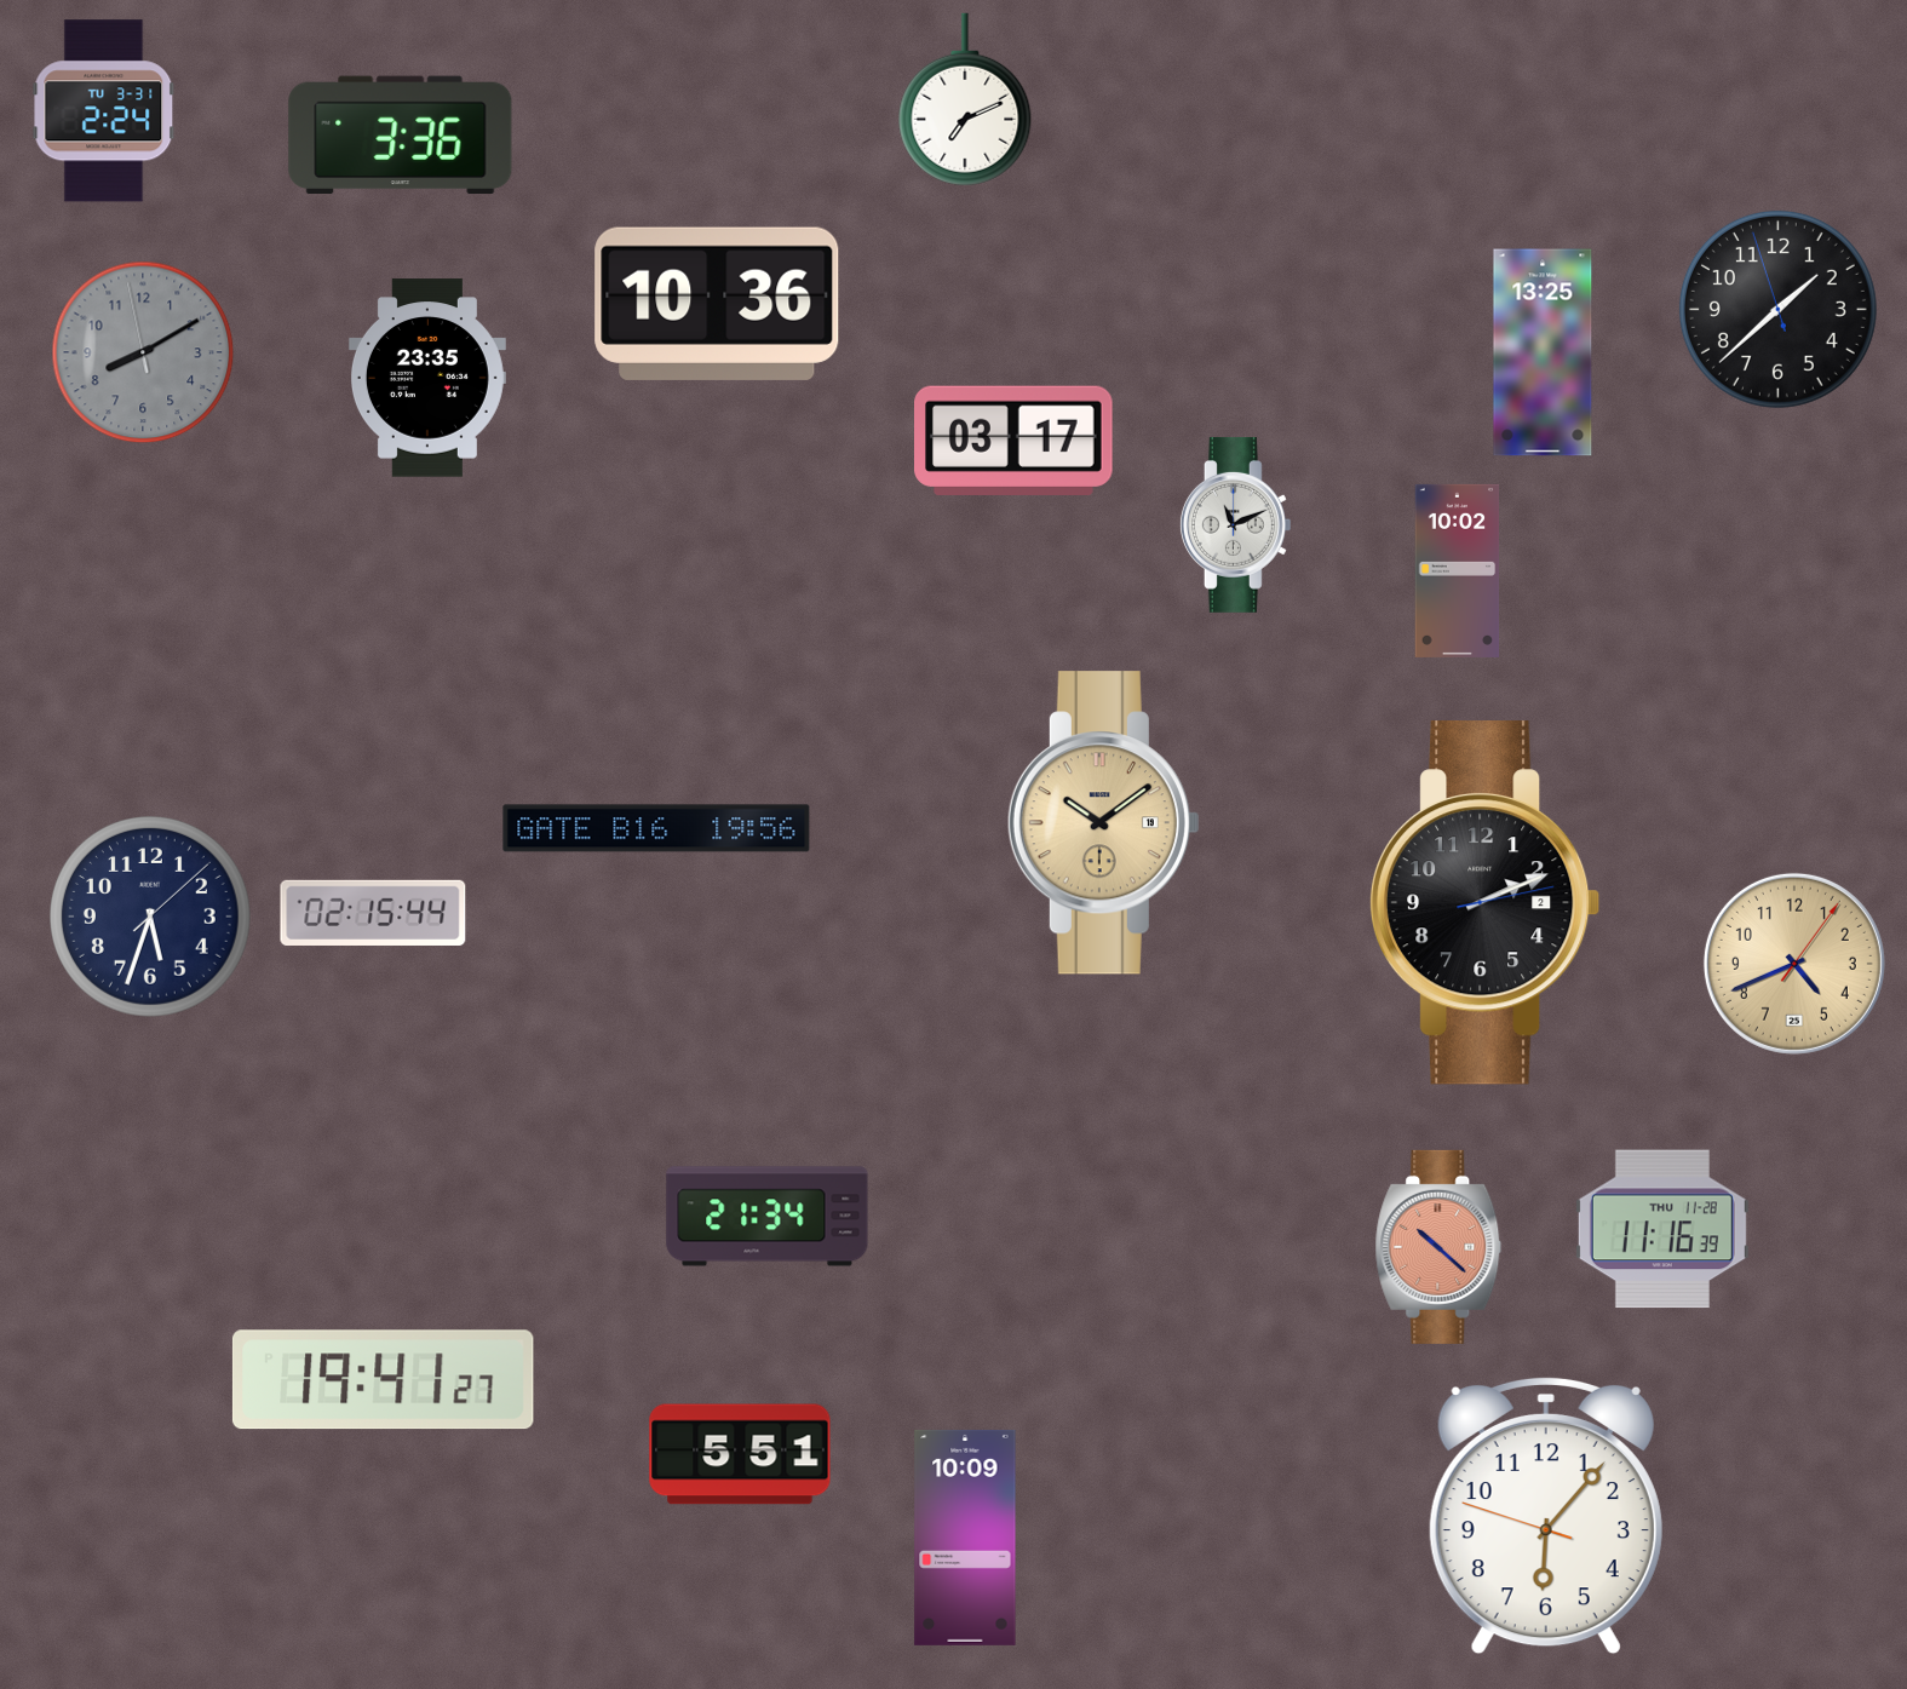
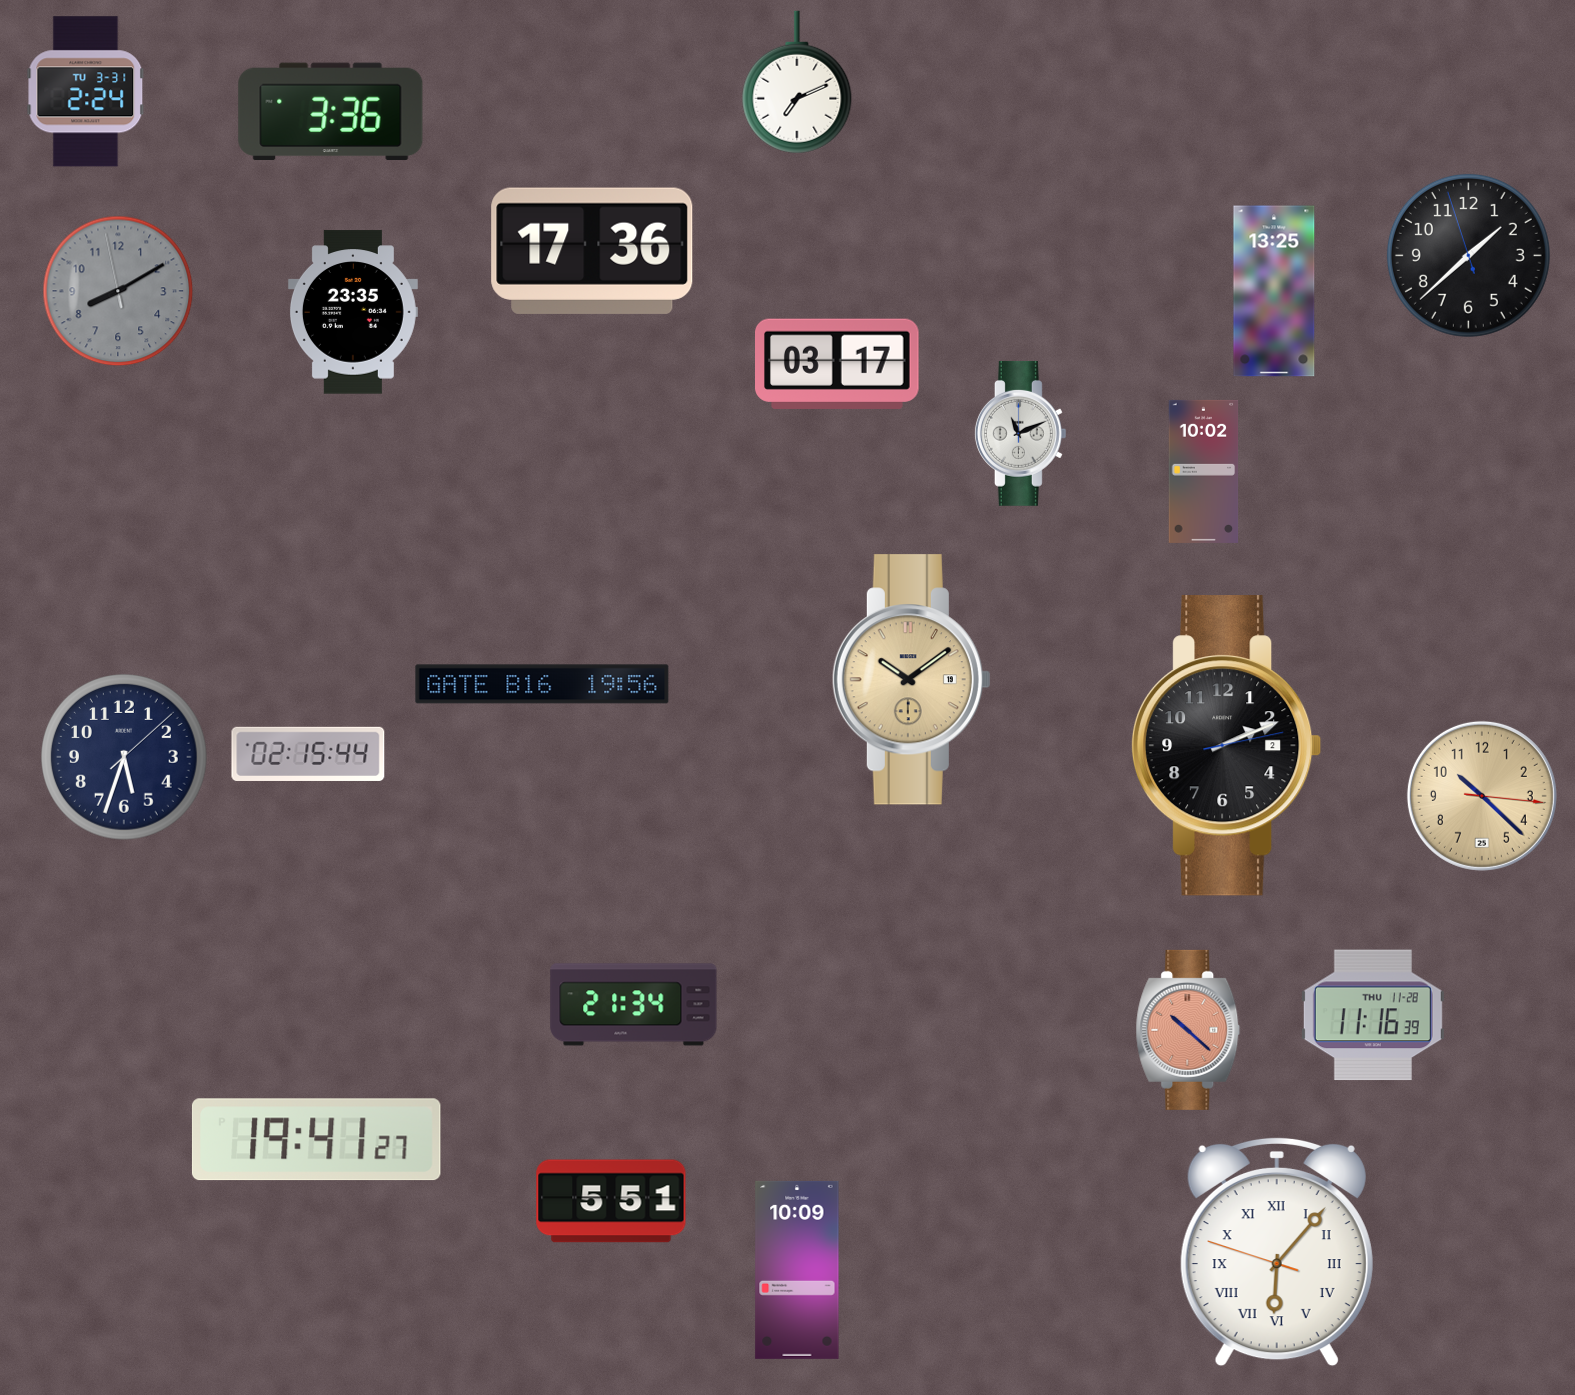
clock at (717, 304): 10:36 -> 17:36
clock at (1794, 964): 4:41 -> 10:22
clock at (1546, 1516) numerals: Arabic -> Roman
